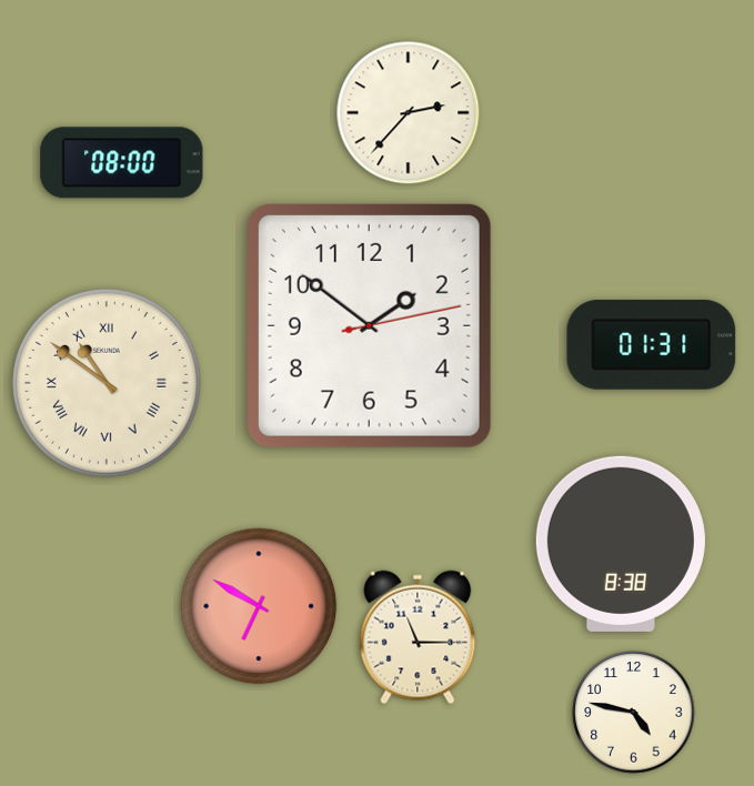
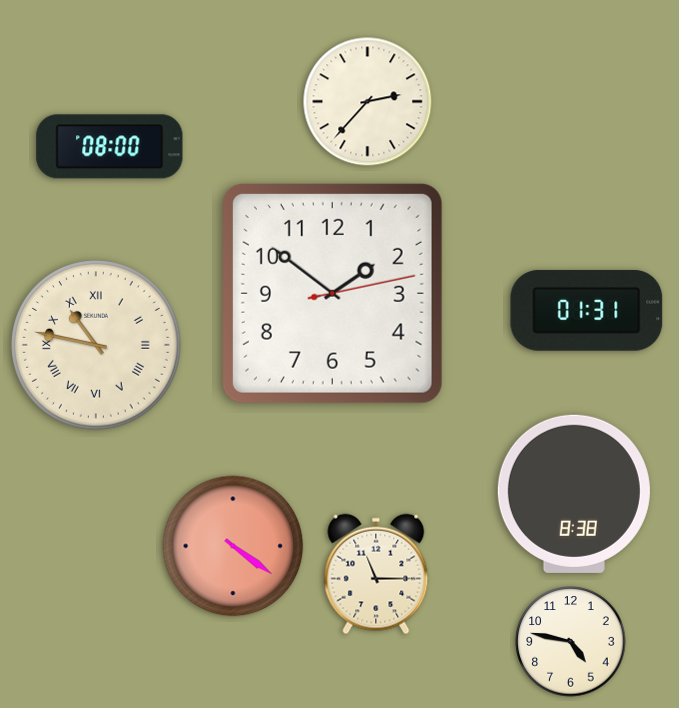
clock at (108, 384): 10:51 -> 10:47
clock at (621, 544) position: (621, 544) -> (574, 494)
clock at (259, 606): 6:50 -> 4:21
